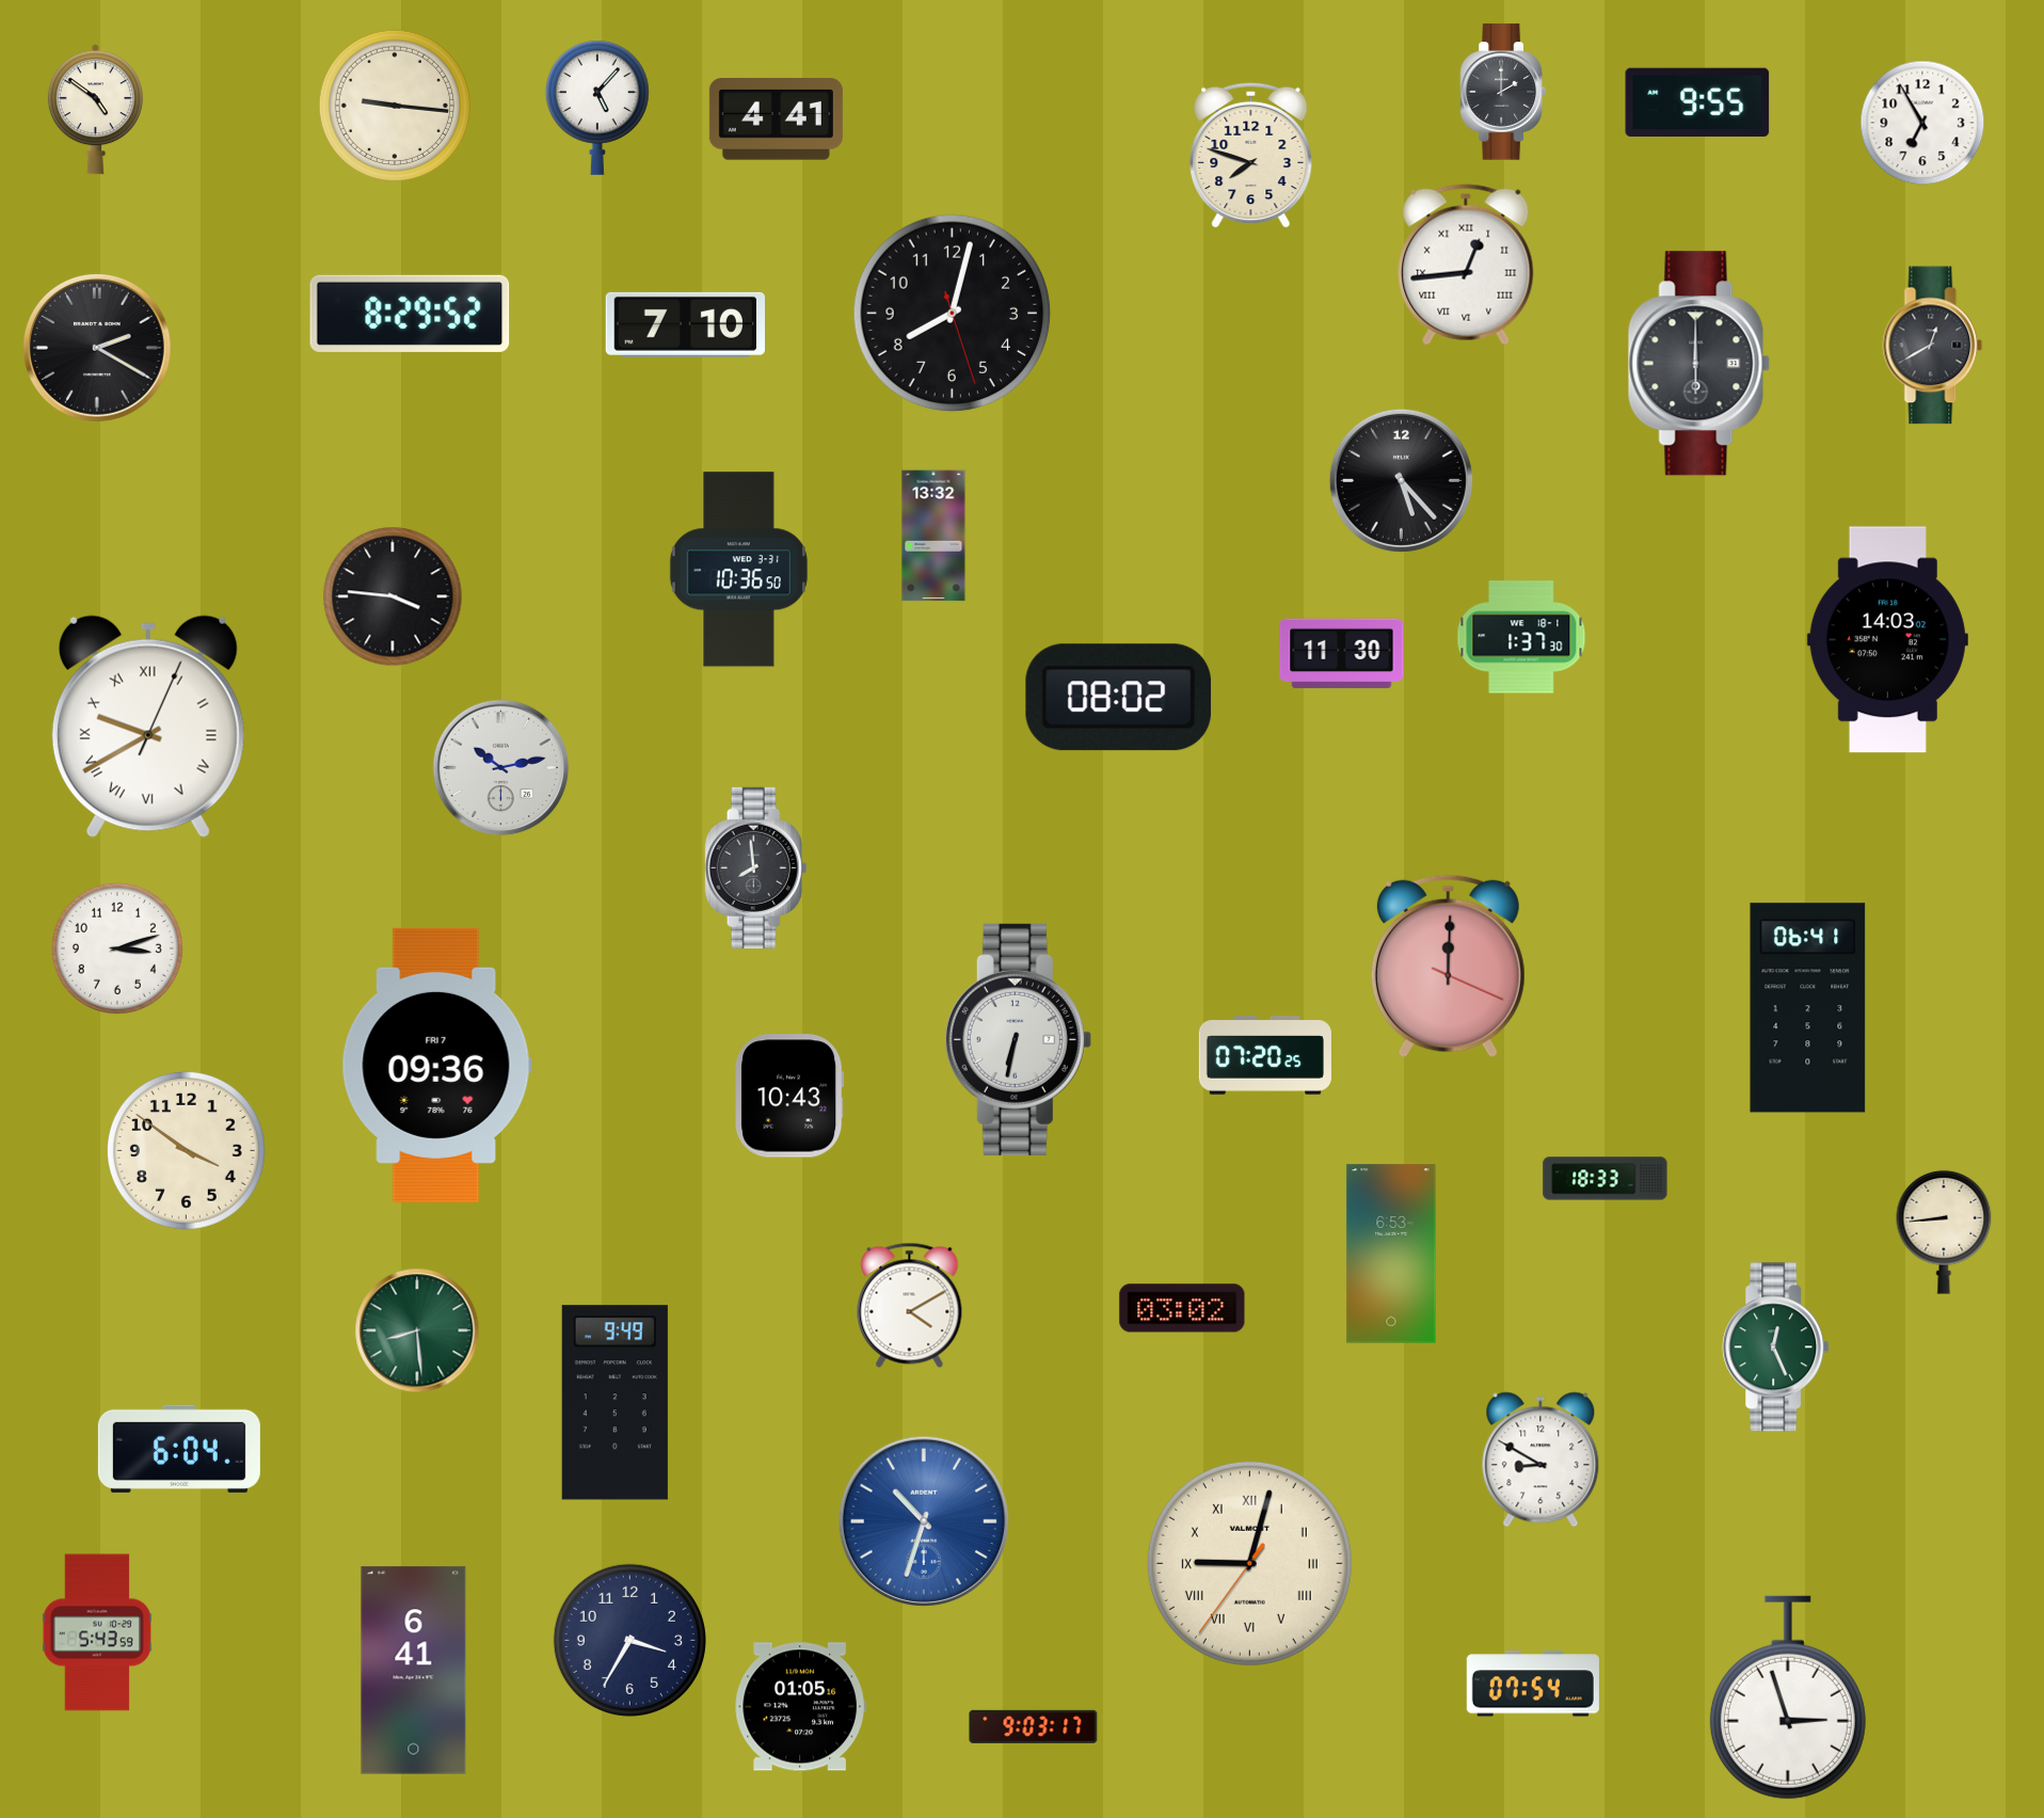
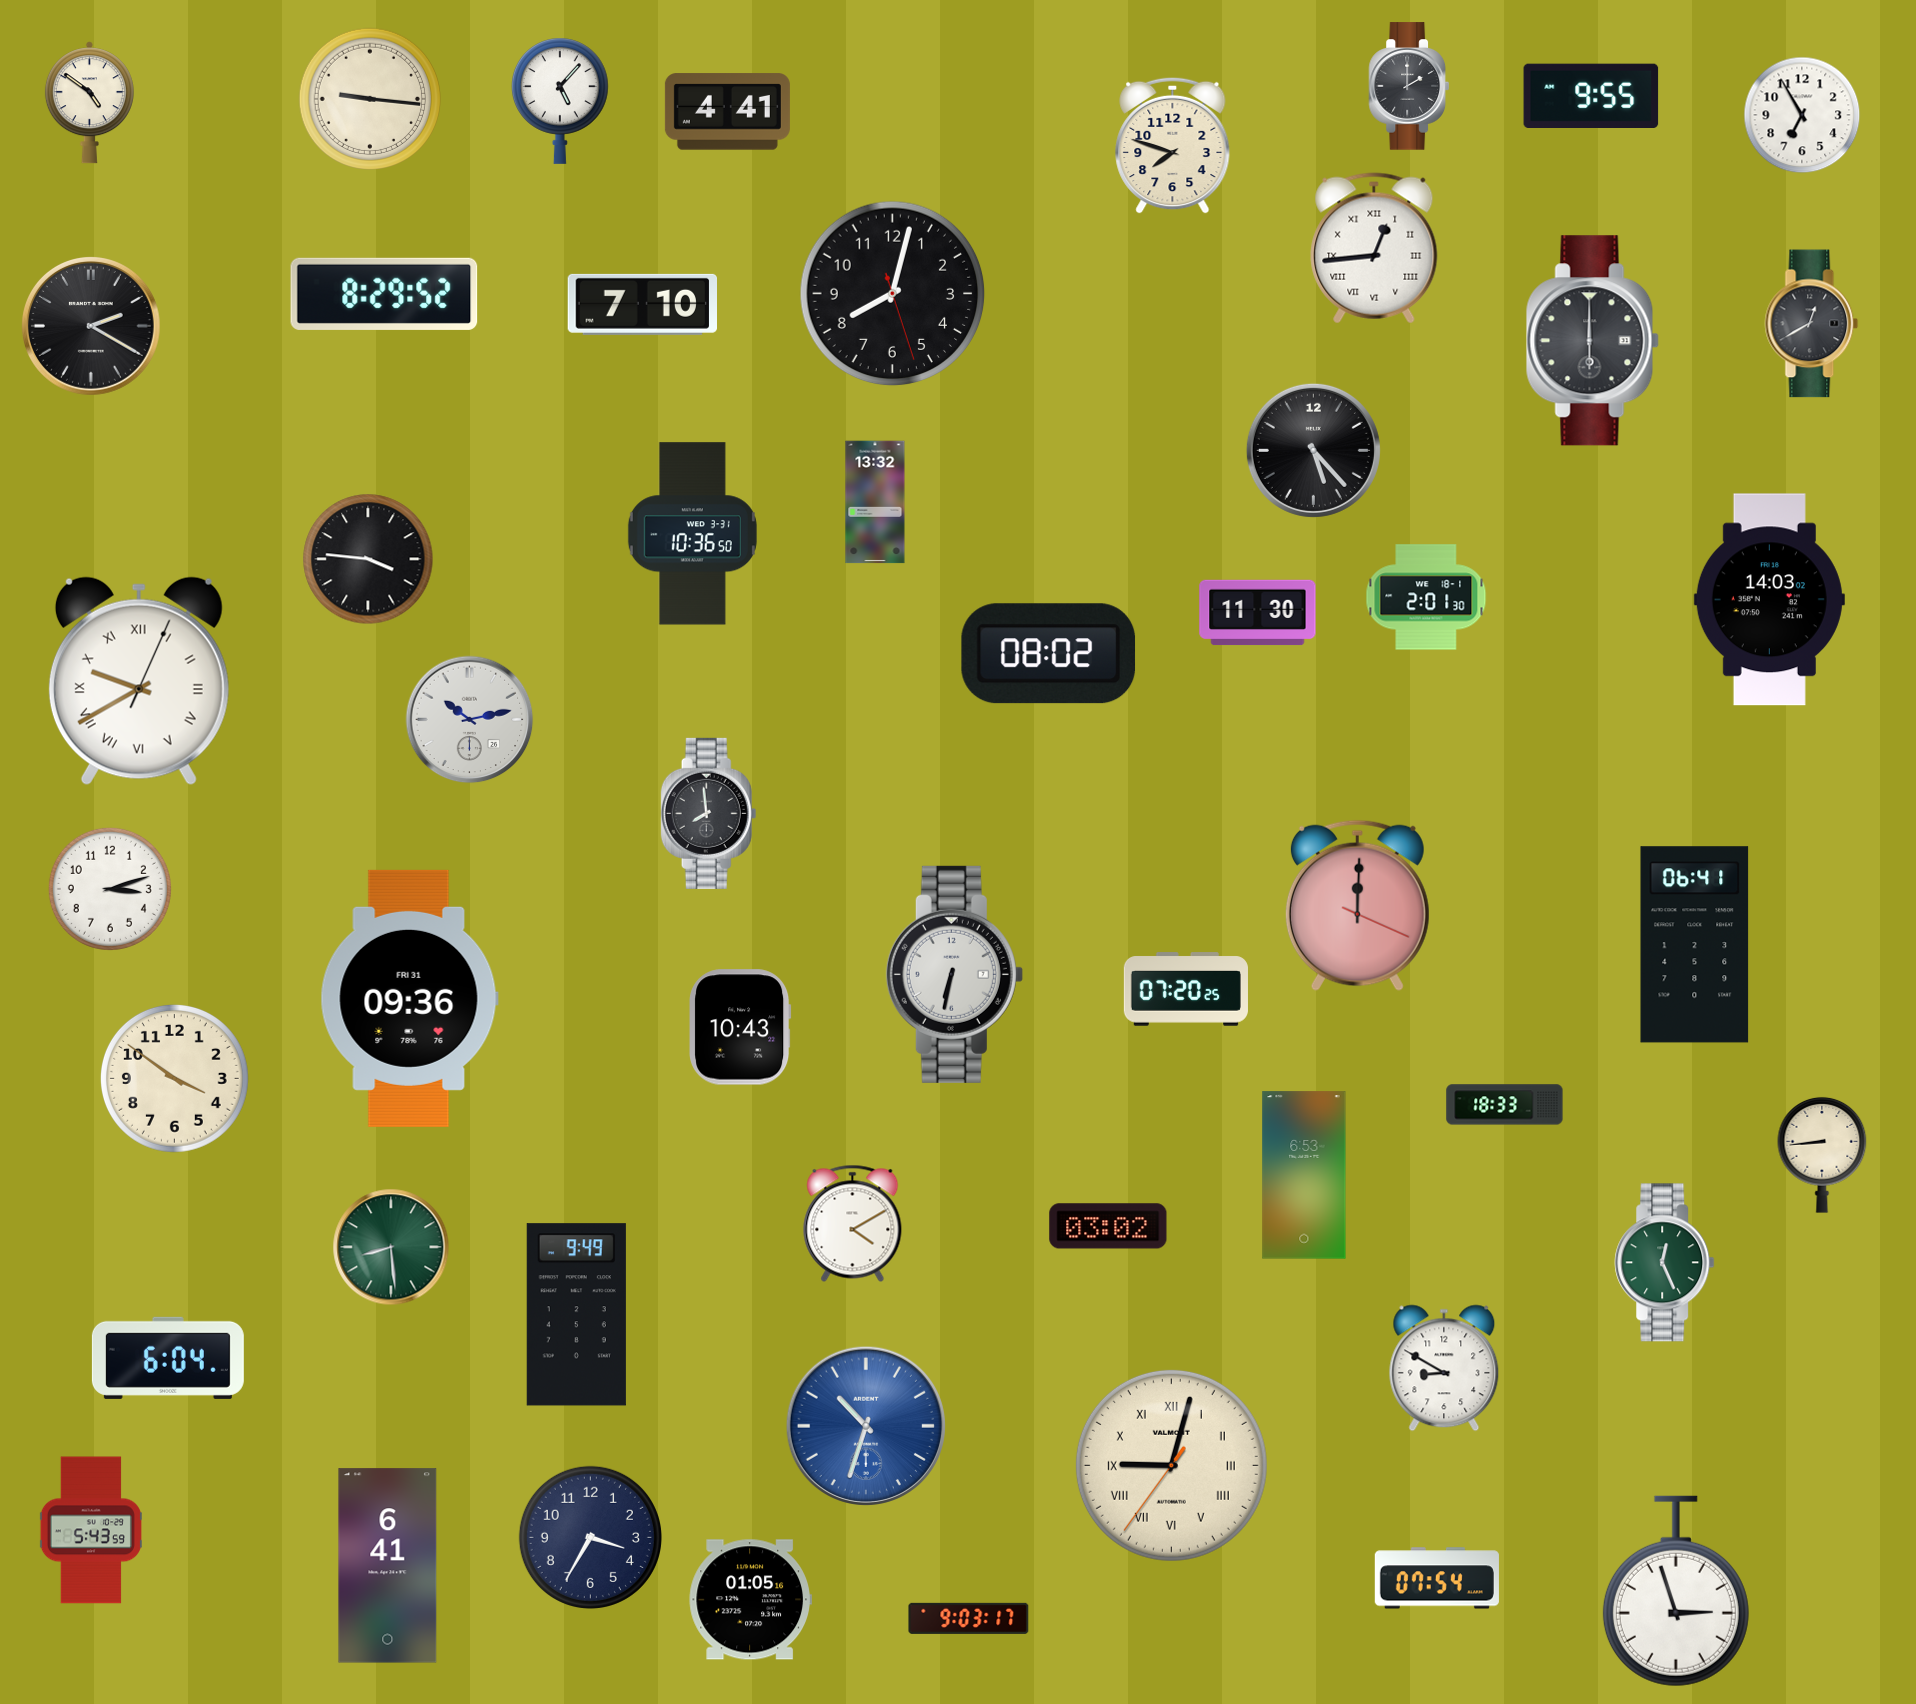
clock at (1521, 637): 1:37 -> 2:01
clock at (436, 1065) date: FRI 7 -> FRI 31
